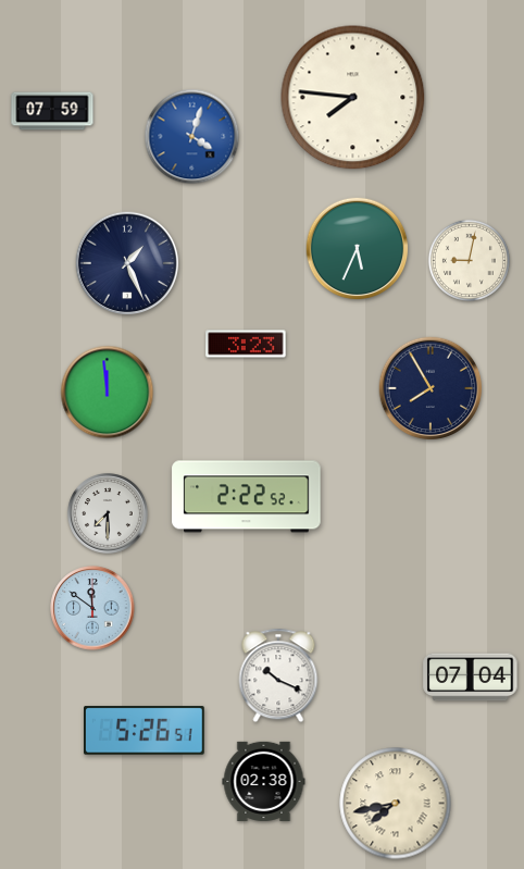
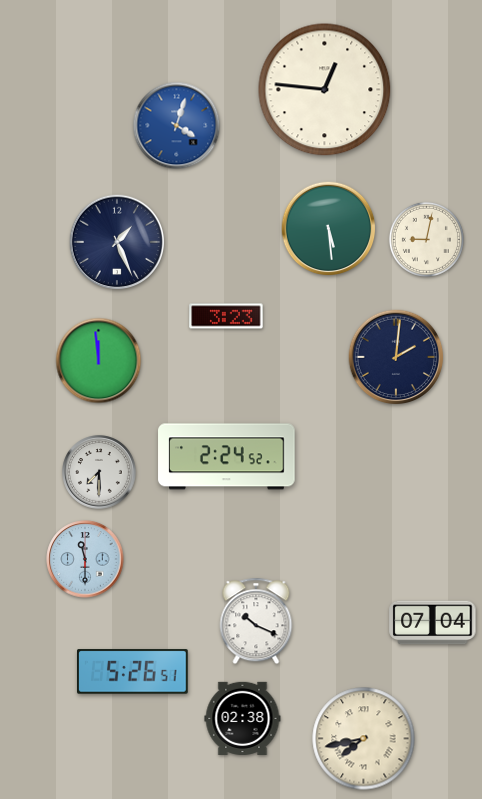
clock at (353, 98): 7:46 -> 12:46
clock at (52, 111): 07:59 -> none
clock at (358, 249): 5:34 -> 5:29
clock at (469, 260) position: (469, 260) -> (426, 239)
clock at (431, 388): 7:55 -> 2:01
clock at (247, 497): 2:22 -> 2:24
clock at (92, 608): 11:51 -> 11:30
